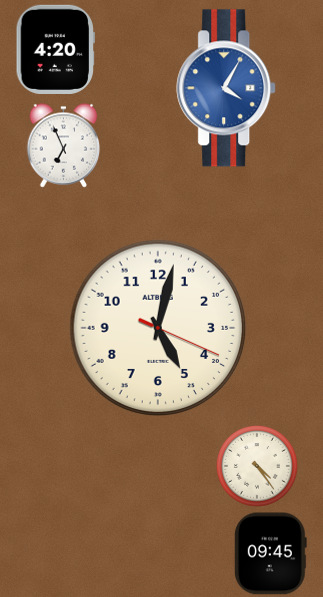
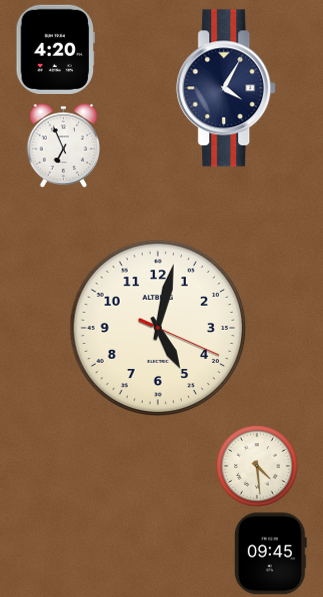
clock at (227, 88) dial: blue -> navy
clock at (258, 467): 4:24 -> 4:29
